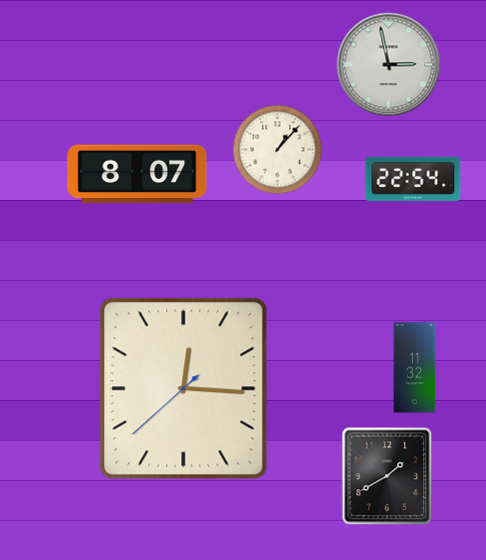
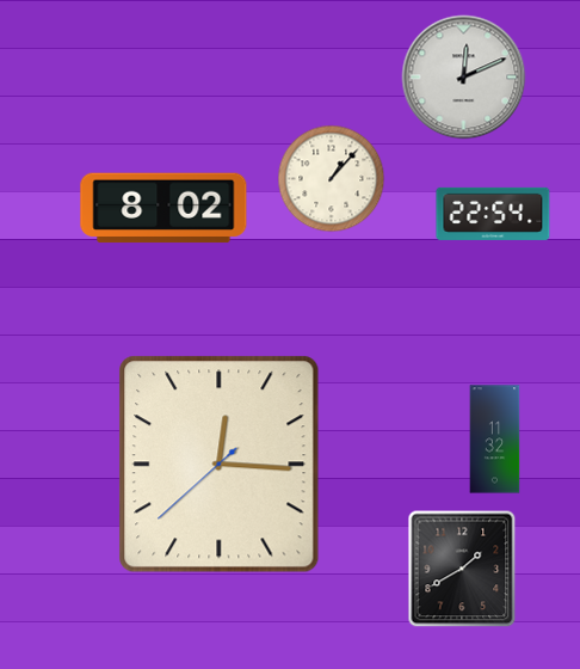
clock at (389, 65): 2:58 -> 12:11
clock at (137, 174): 8:07 -> 8:02
